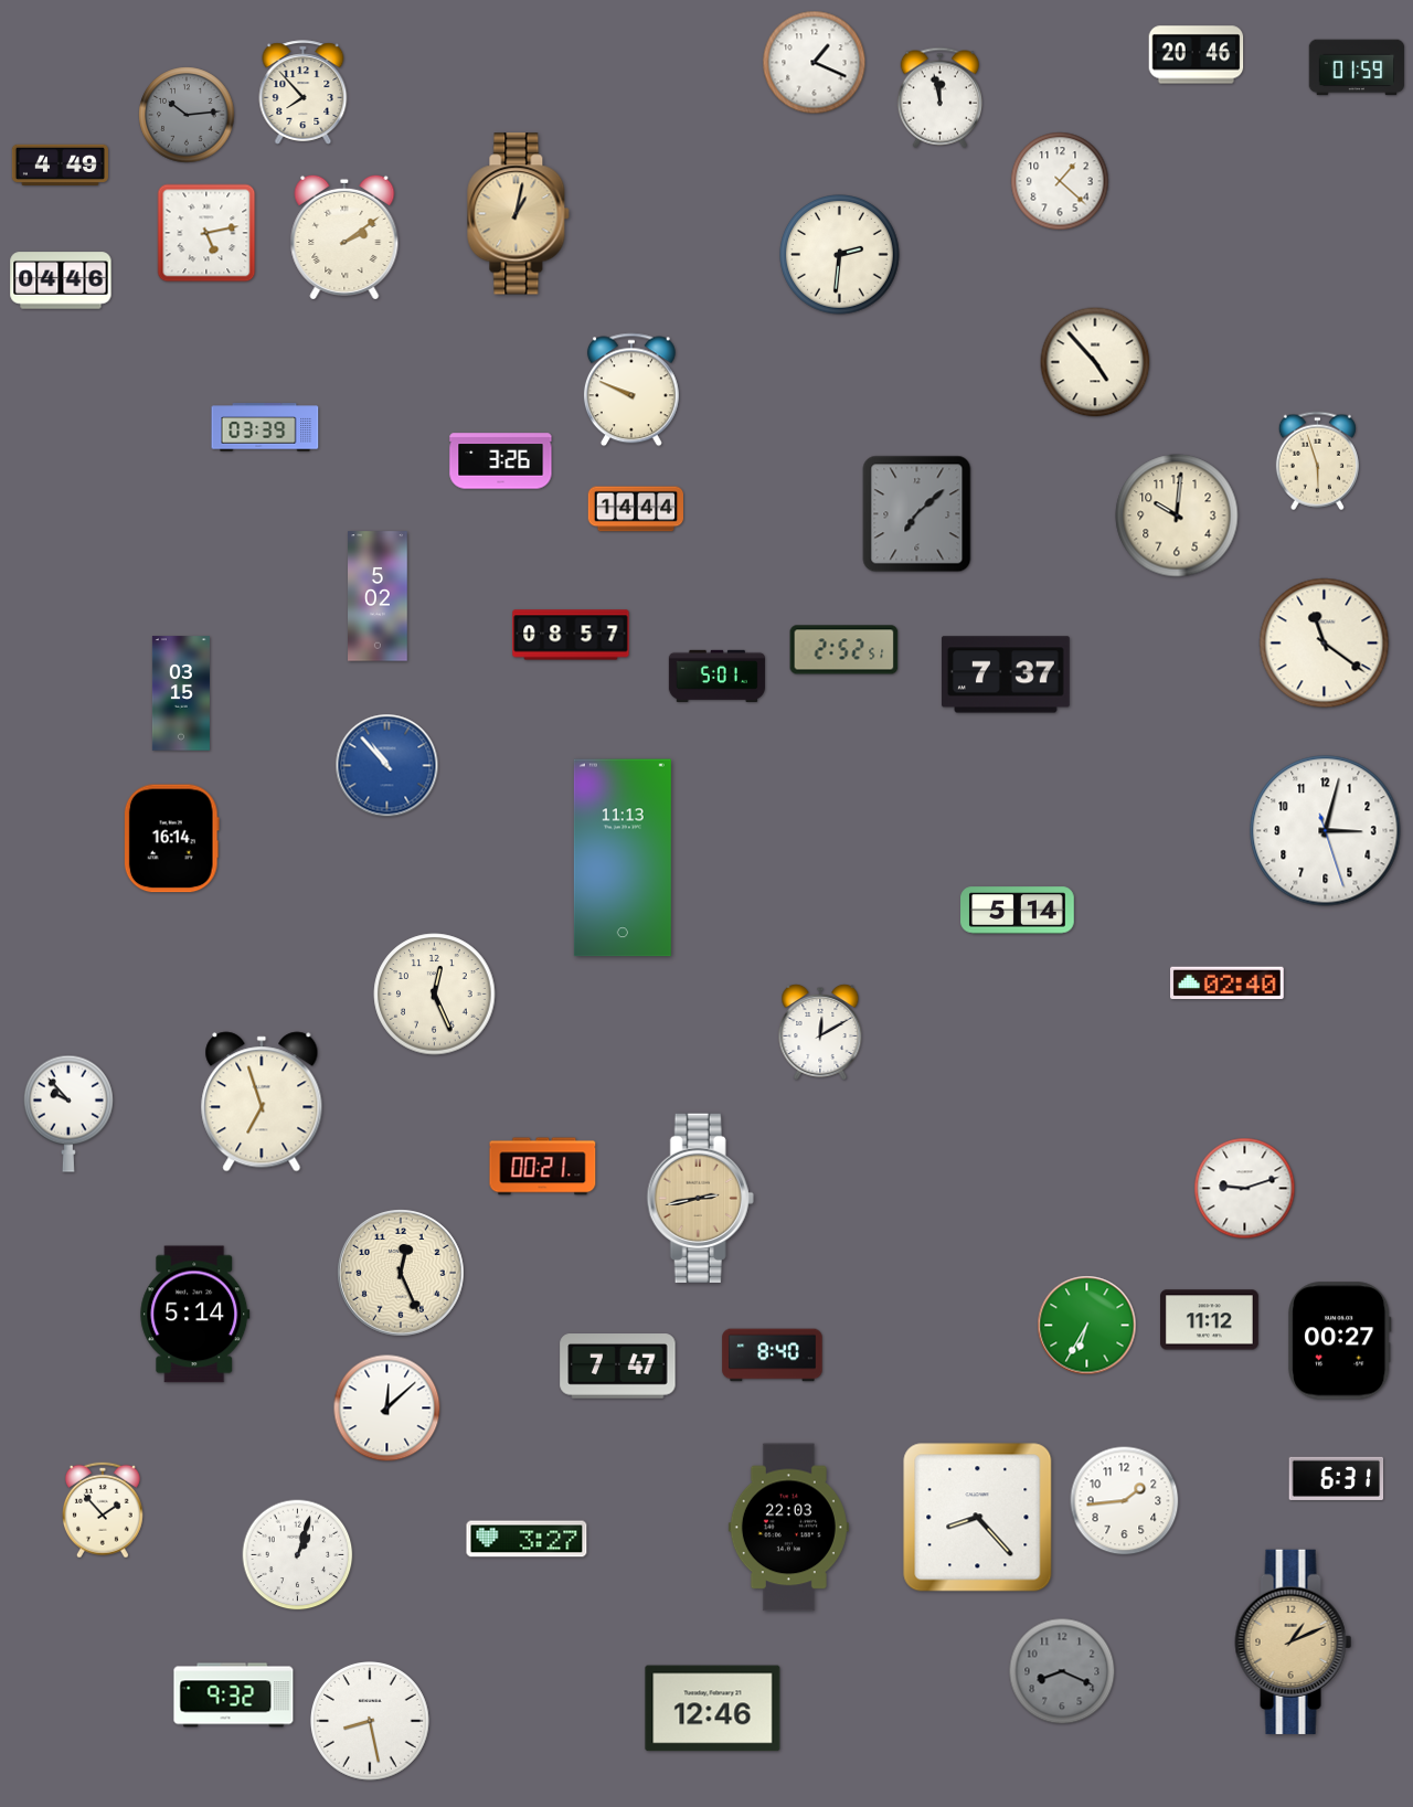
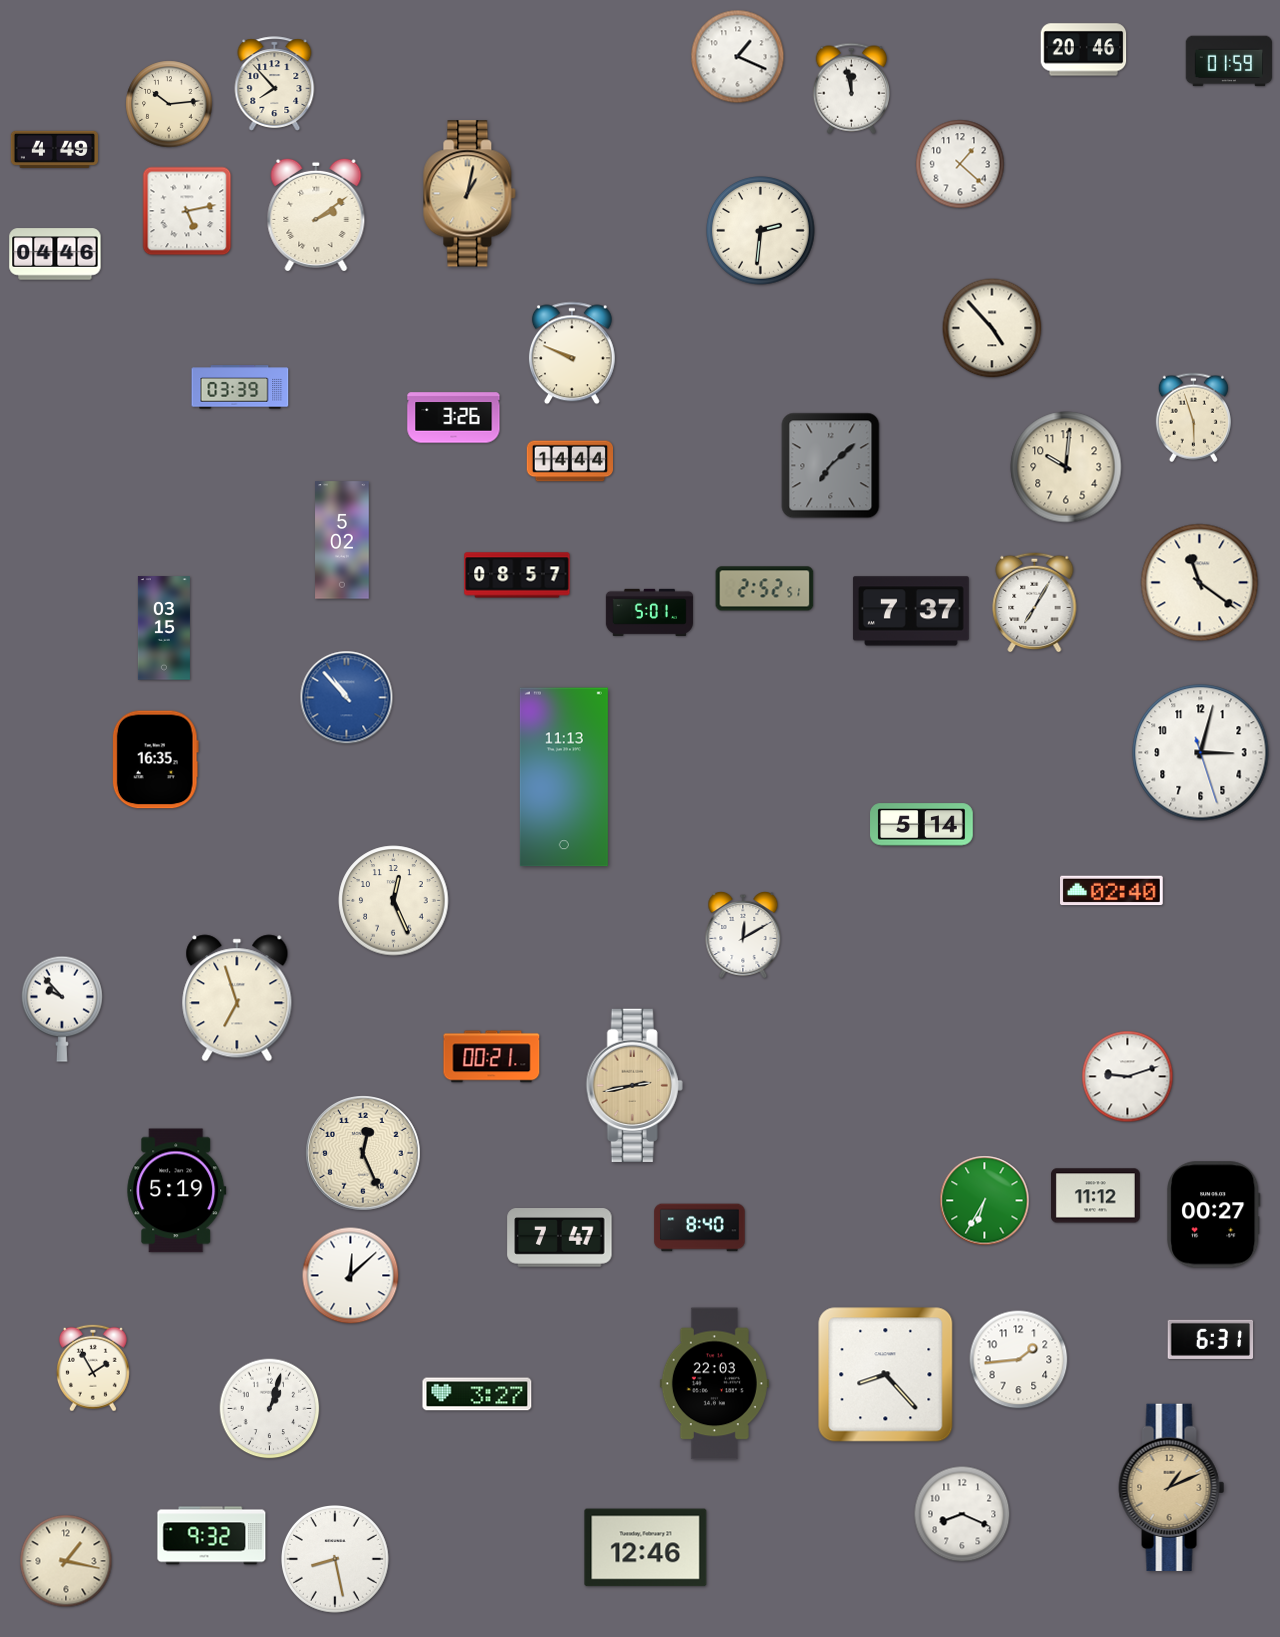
clock at (187, 115) dial: grey -> cream
clock at (344, 237) position: (344, 237) -> (316, 215)
clock at (635, 509) position: (635, 509) -> (569, 461)
clock at (1035, 602): none -> 7:05
clock at (387, 766) position: (387, 766) -> (347, 698)
clock at (171, 839): 16:14 -> 16:35
clock at (195, 1315): 5:14 -> 5:19
clock at (103, 1510): 1:53 -> 1:55
clock at (1062, 1671) dial: grey -> white
clock at (66, 1561): none -> 1:17
